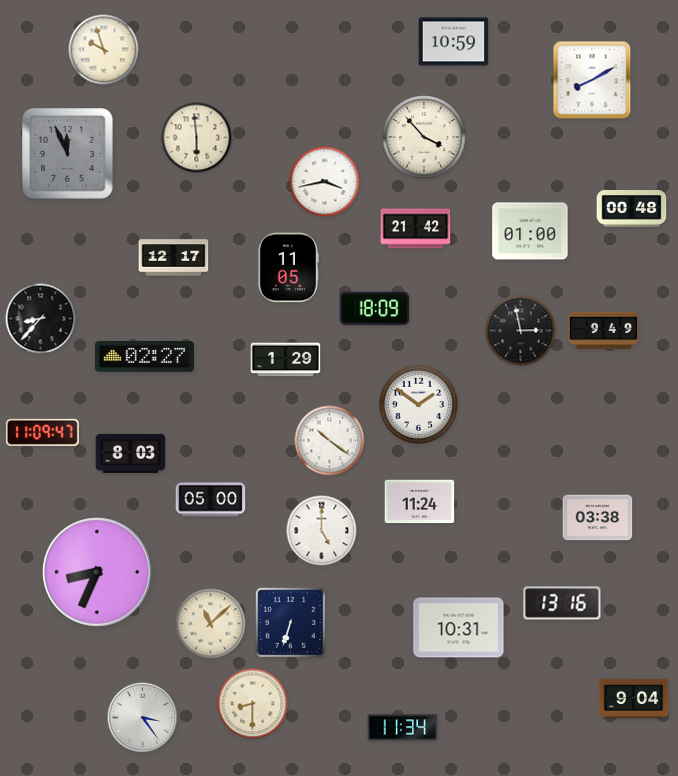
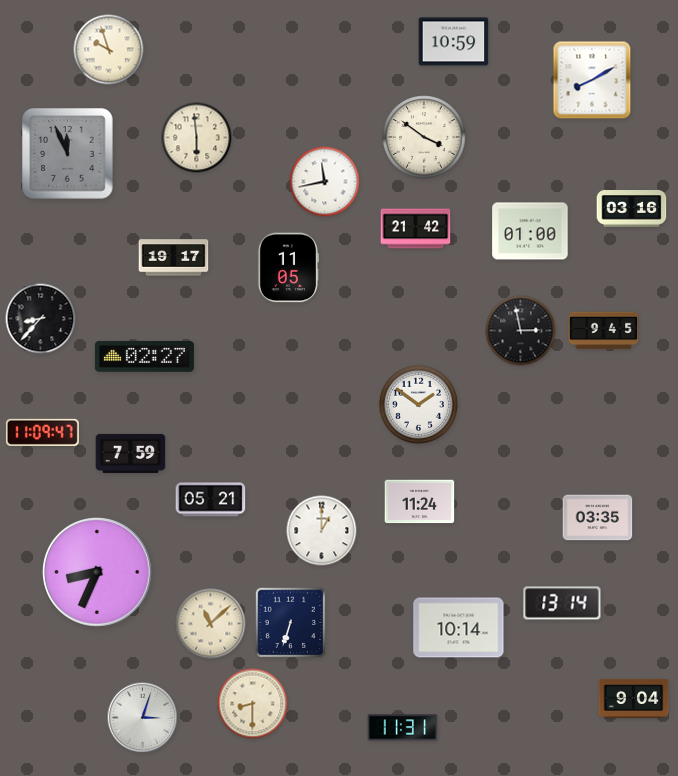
clock at (104, 50) position: (104, 50) -> (109, 50)
clock at (424, 137): 3:53 -> 3:51
clock at (325, 182): 3:43 -> 11:43
clock at (632, 209): 00:48 -> 03:16
clock at (174, 258): 12:17 -> 19:17
clock at (375, 309): 18:09 -> none
clock at (604, 331): 9:49 -> 9:45
clock at (286, 360): 1:29 -> none
clock at (330, 441): 10:21 -> none
clock at (131, 453): 8:03 -> 7:59
clock at (211, 500): 05:00 -> 05:21
clock at (598, 518): 03:38 -> 03:35
clock at (322, 531): 5:00 -> 1:00
clock at (562, 603): 13:16 -> 13:14
clock at (459, 628): 10:31 -> 10:14
clock at (143, 718): 3:24 -> 3:03
clock at (403, 728): 11:34 -> 11:31
